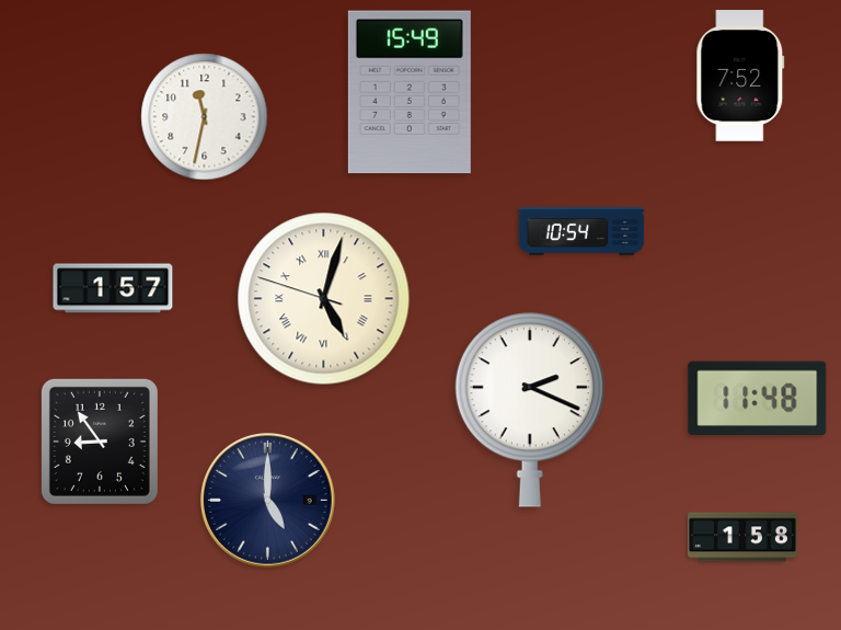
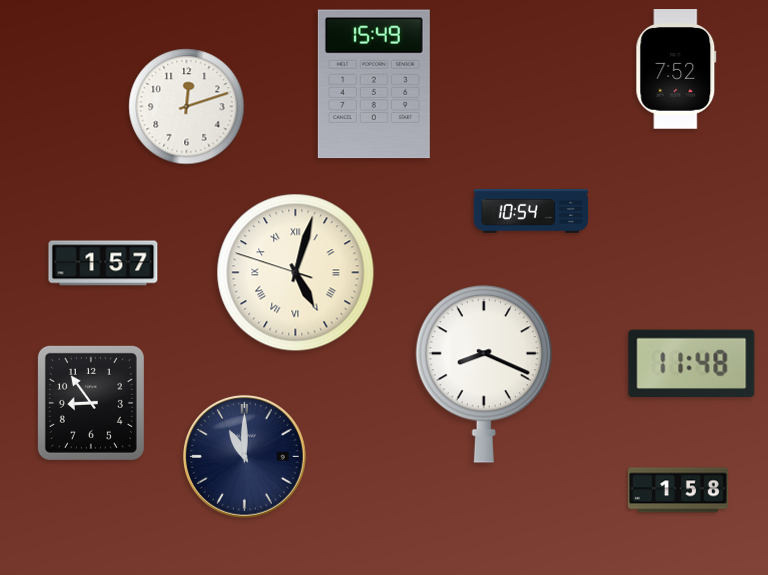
clock at (205, 117): 11:32 -> 12:12
clock at (530, 410): 2:19 -> 8:19
clock at (267, 500): 5:00 -> 11:00
